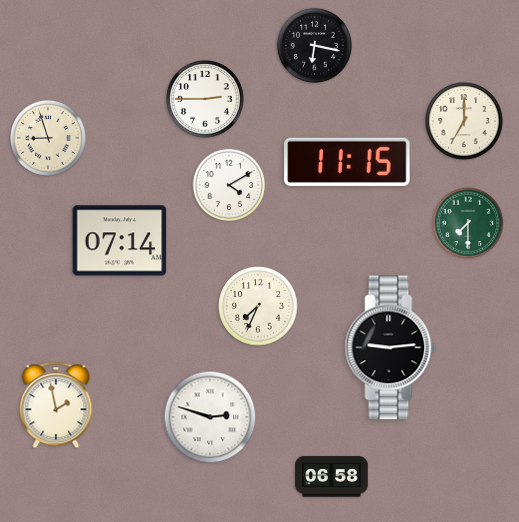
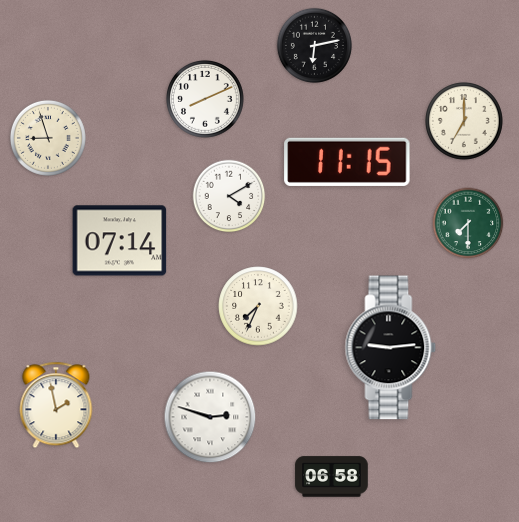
clock at (314, 45): 6:17 -> 6:13
clock at (206, 100): 2:45 -> 8:11
clock at (229, 185) position: (229, 185) -> (229, 196)
